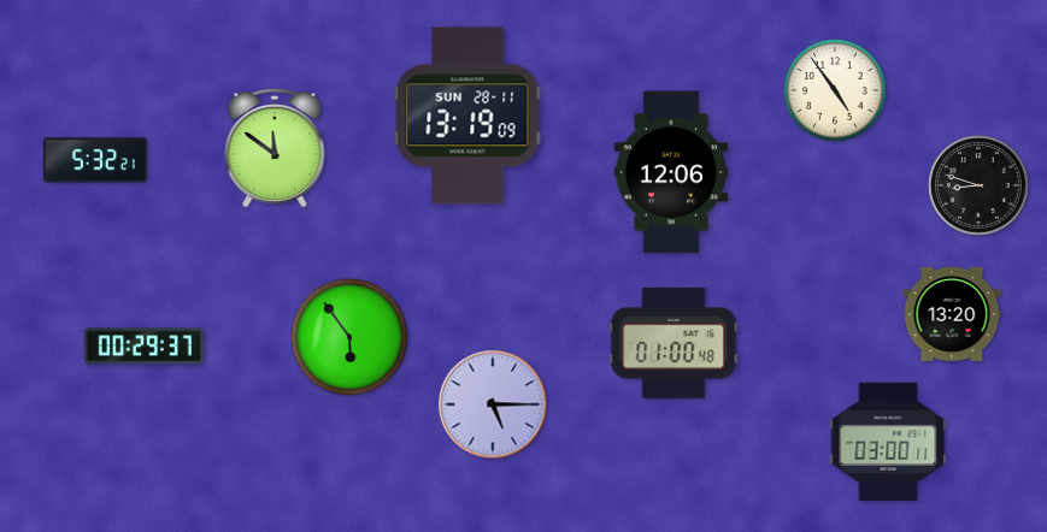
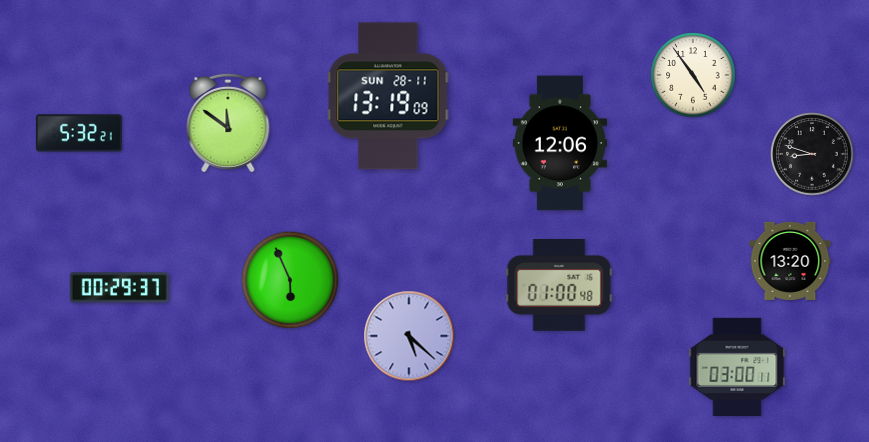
clock at (670, 172) position: (670, 172) -> (559, 143)
clock at (349, 337): 5:54 -> 5:56
clock at (493, 404): 5:15 -> 5:22
